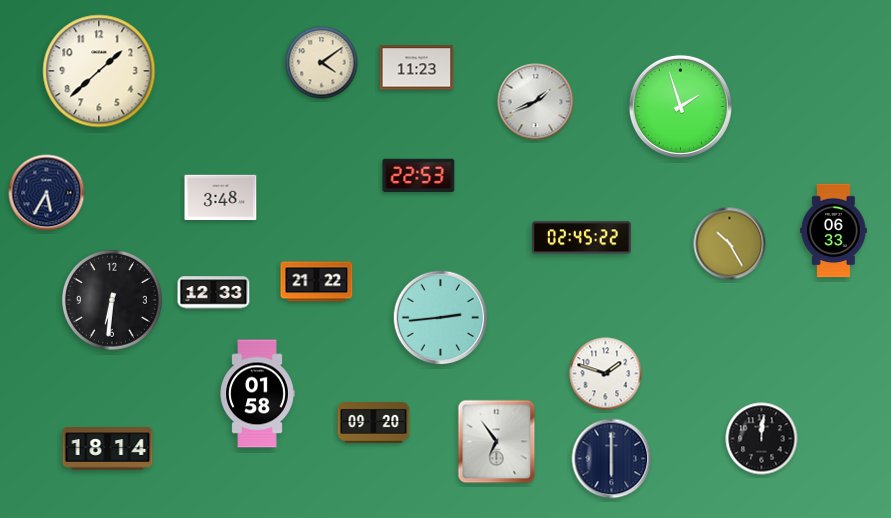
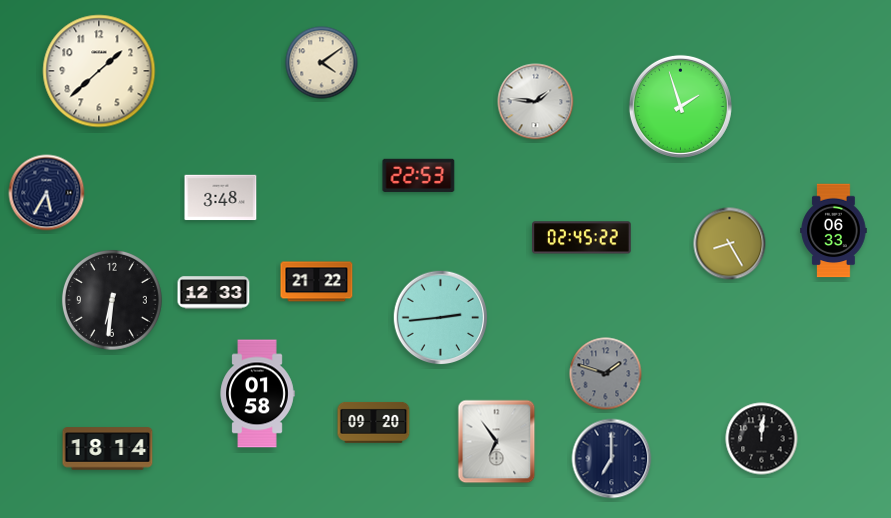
clock at (417, 68): 11:23 -> none
clock at (536, 102): 1:41 -> 1:46
clock at (730, 244): 10:25 -> 8:25
clock at (606, 374) dial: white -> grey
clock at (612, 459): 6:00 -> 7:00
